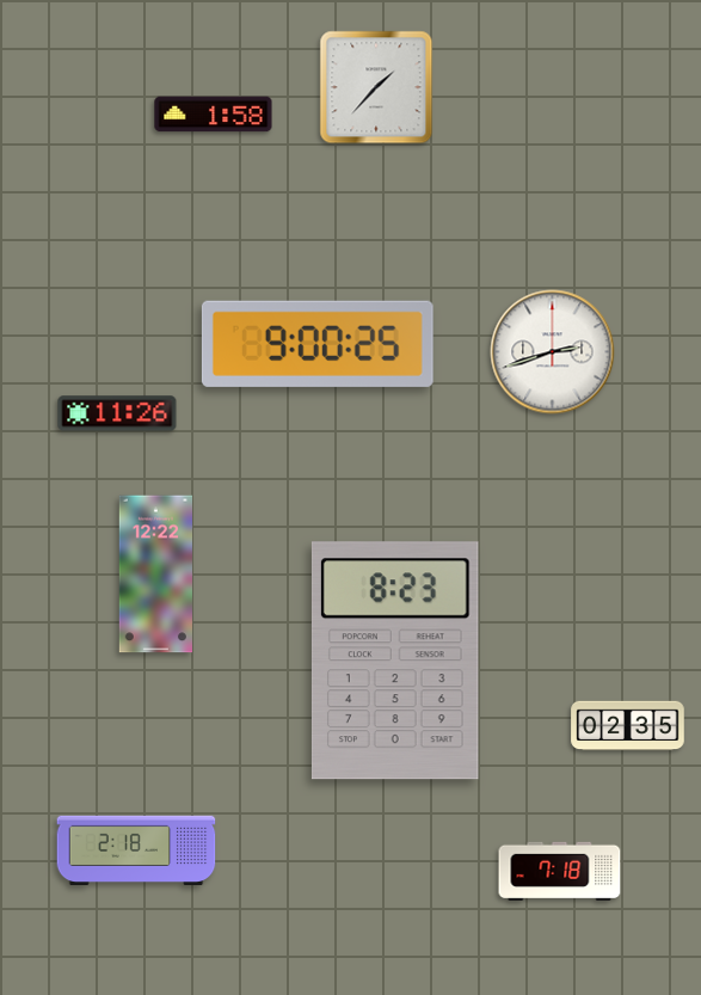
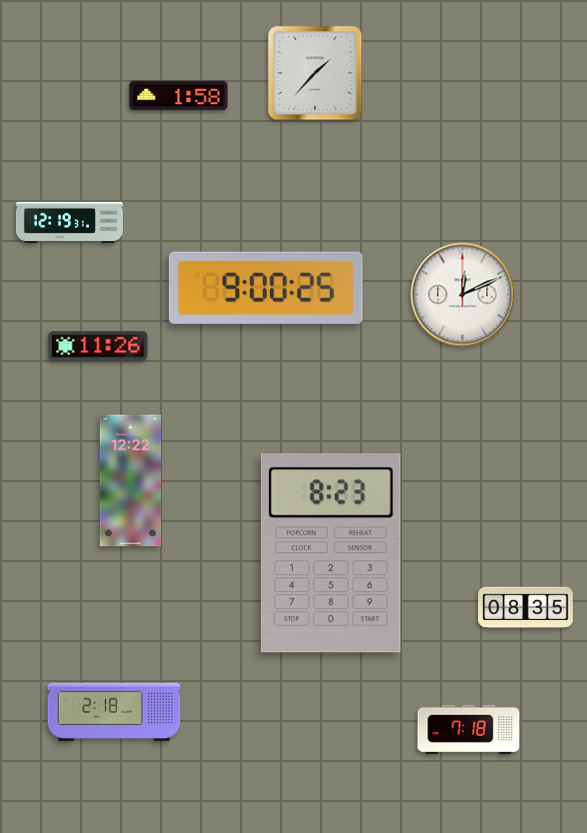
clock at (69, 222): none -> 12:19
clock at (553, 352): 2:42 -> 12:11
clock at (628, 726): 02:35 -> 08:35
